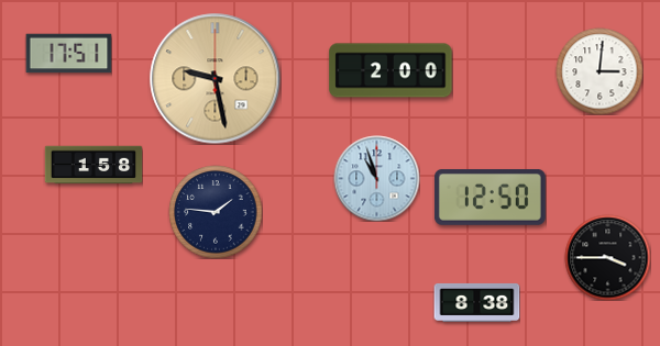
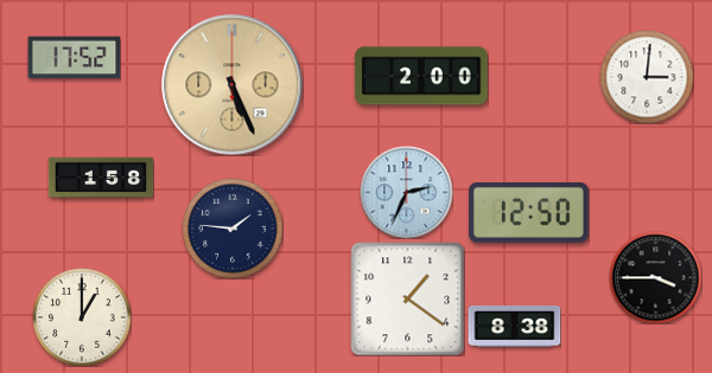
clock at (68, 54): 17:51 -> 17:52
clock at (216, 79): 9:28 -> 5:26
clock at (376, 178): 10:57 -> 2:34
clock at (407, 298): none -> 1:21
clock at (82, 317): none -> 1:00
